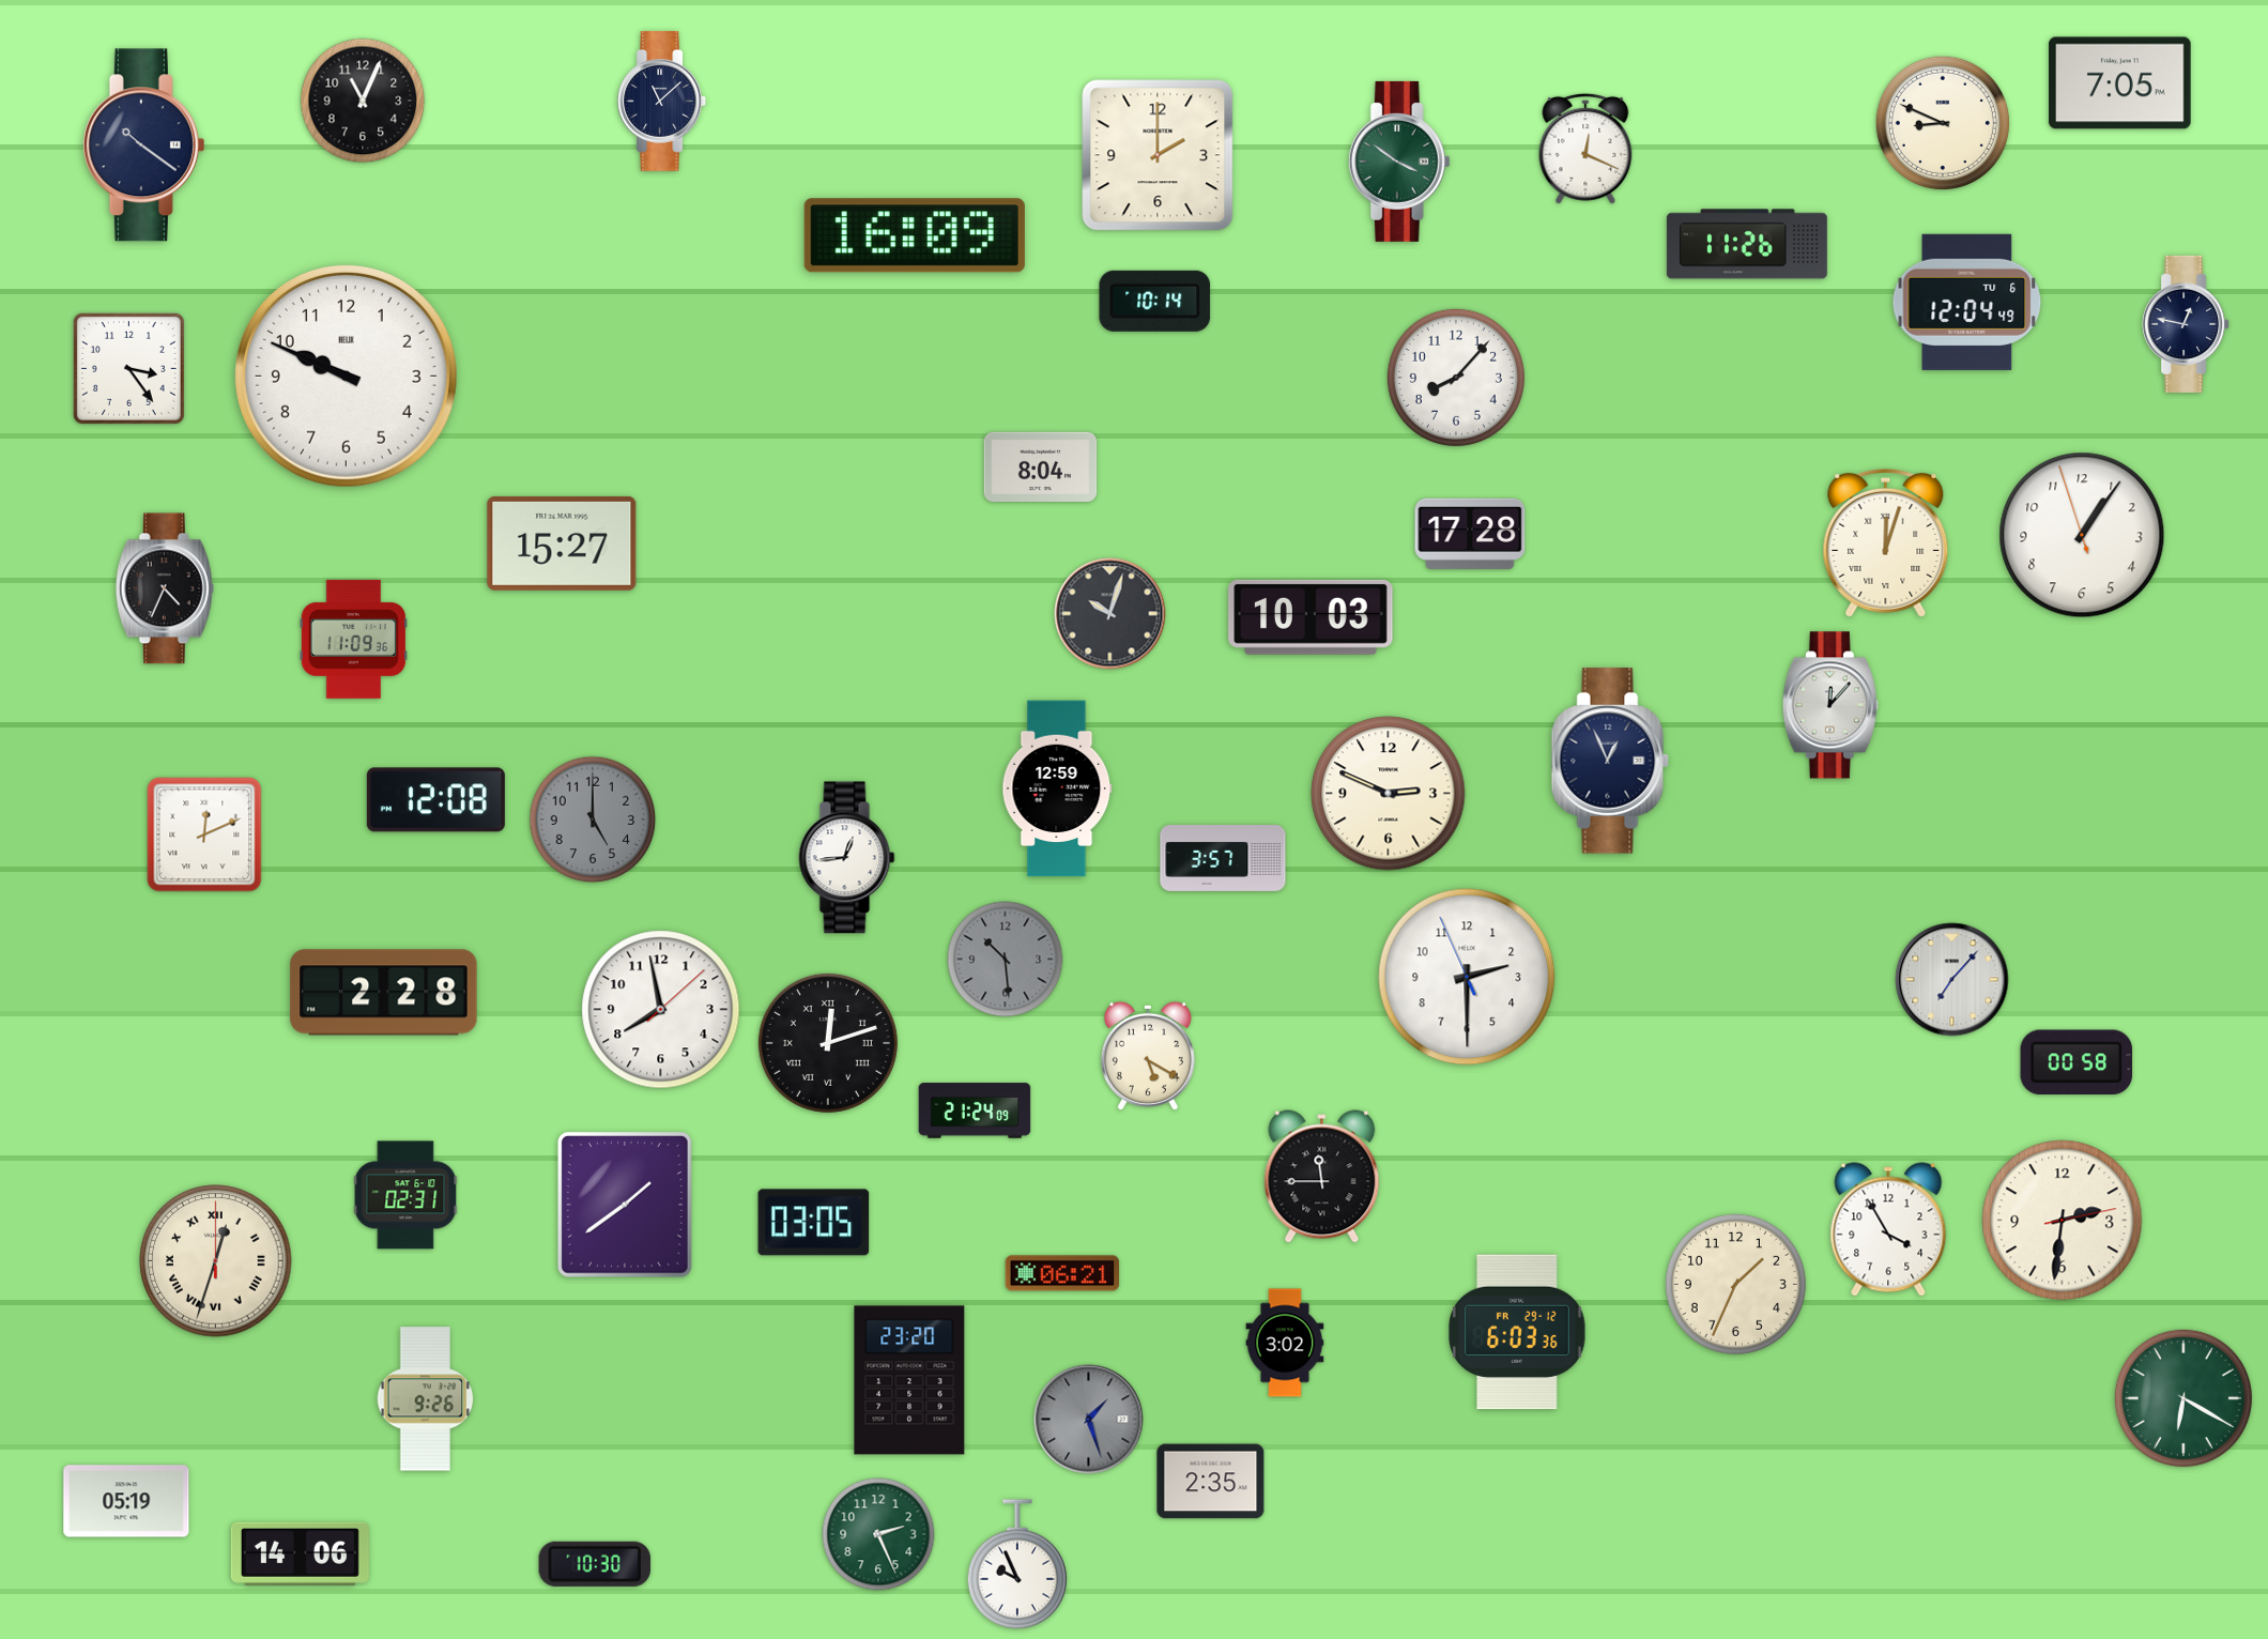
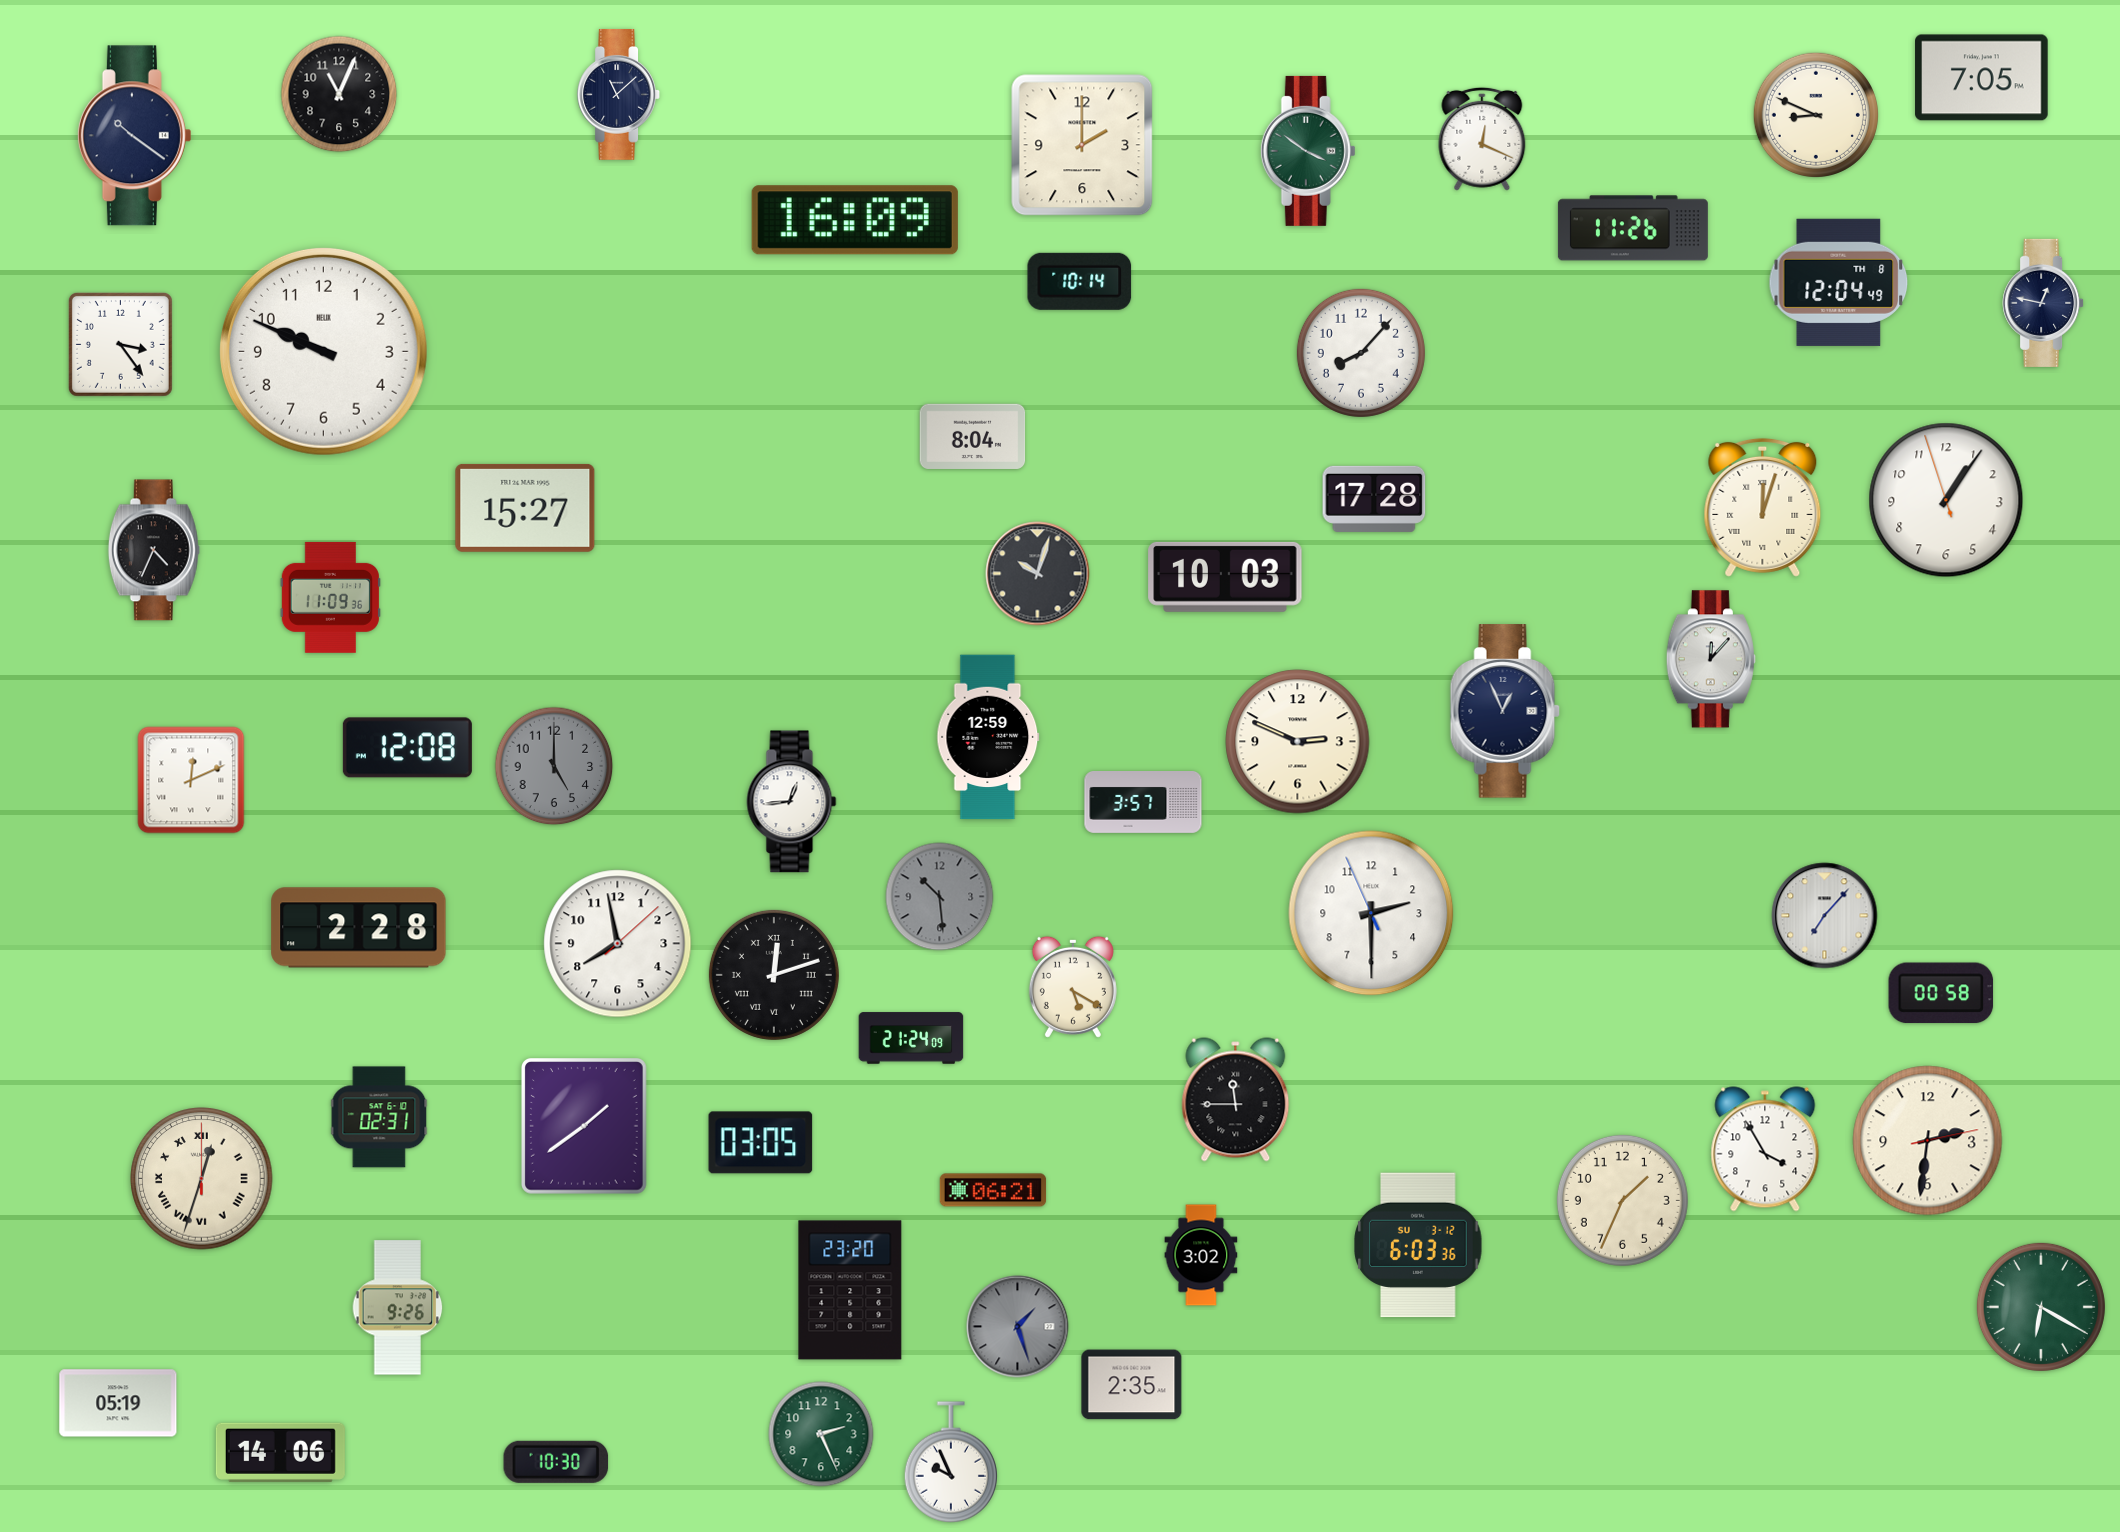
clock at (1967, 302) date: TU 6 -> TH 8
clock at (1517, 1332) date: FR 29-12 -> SU 3-12
